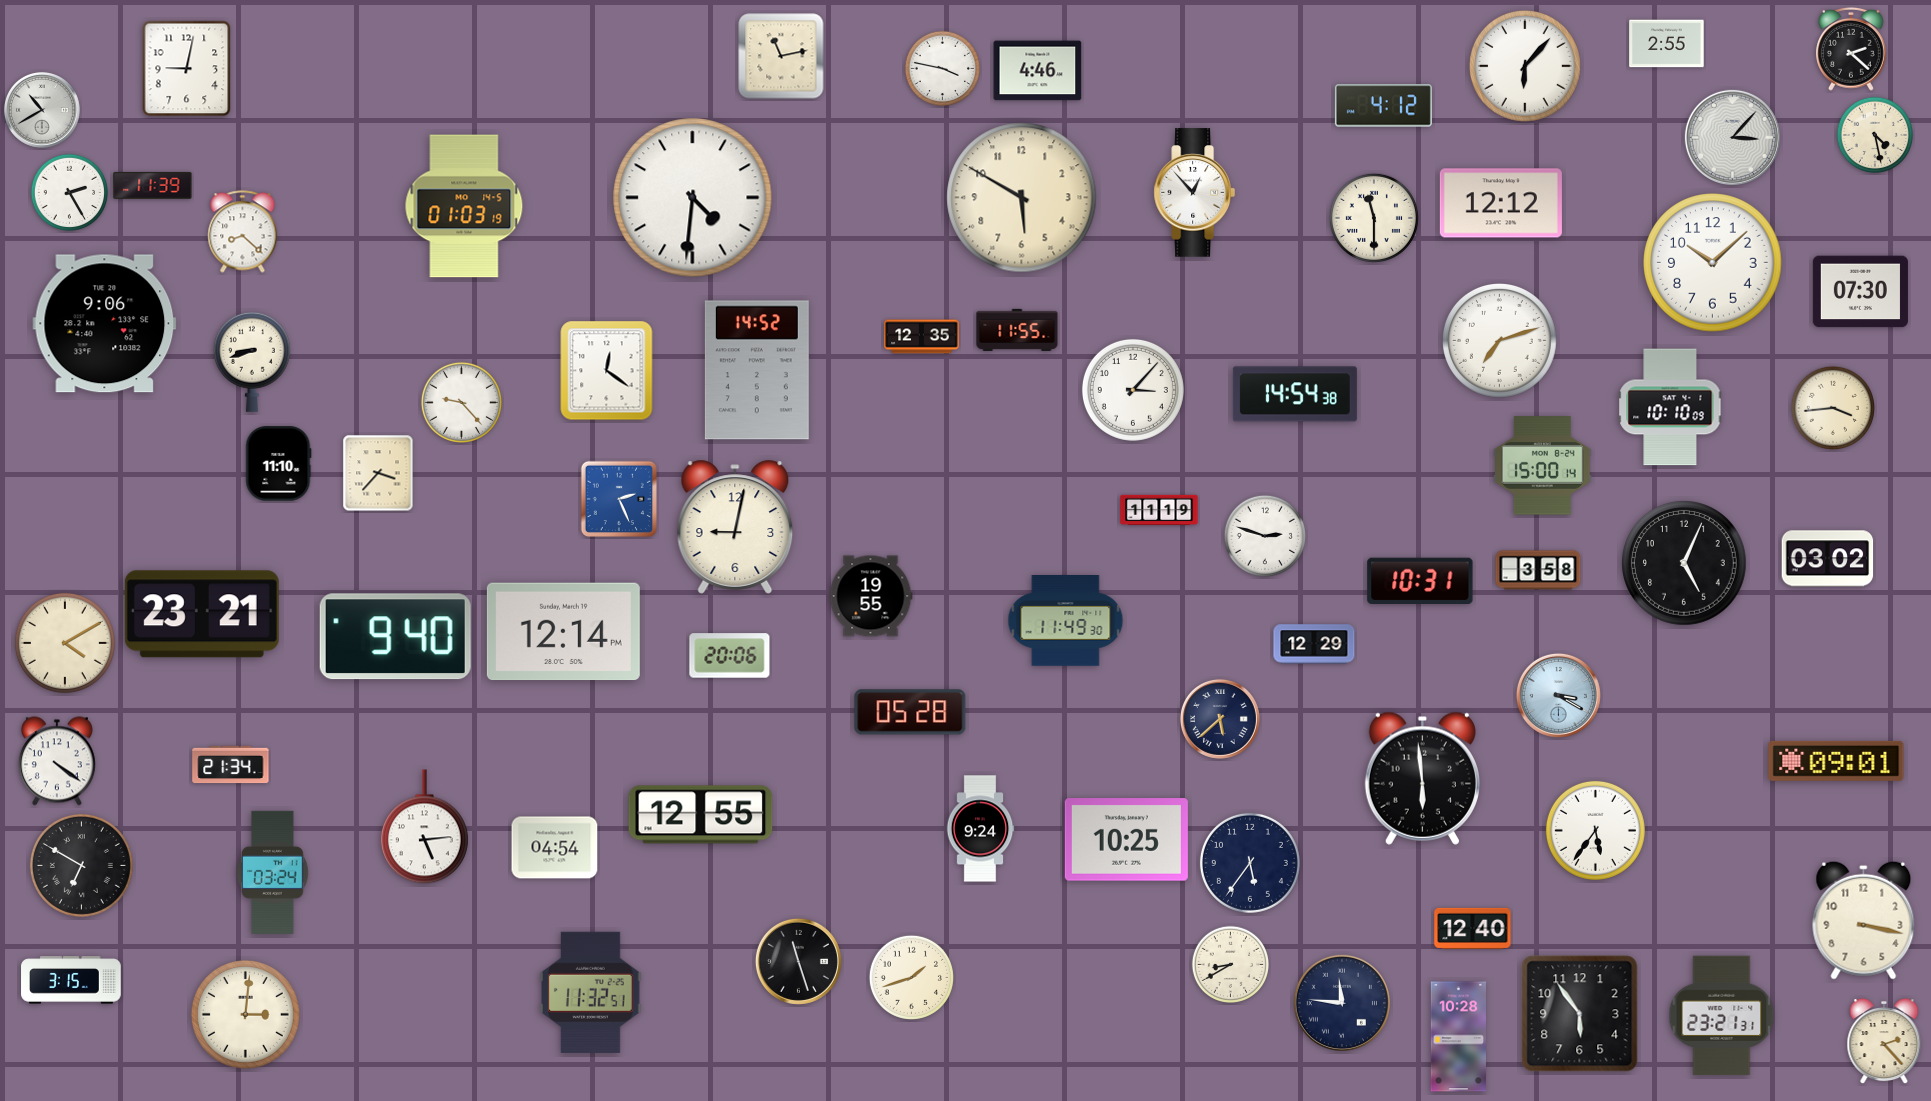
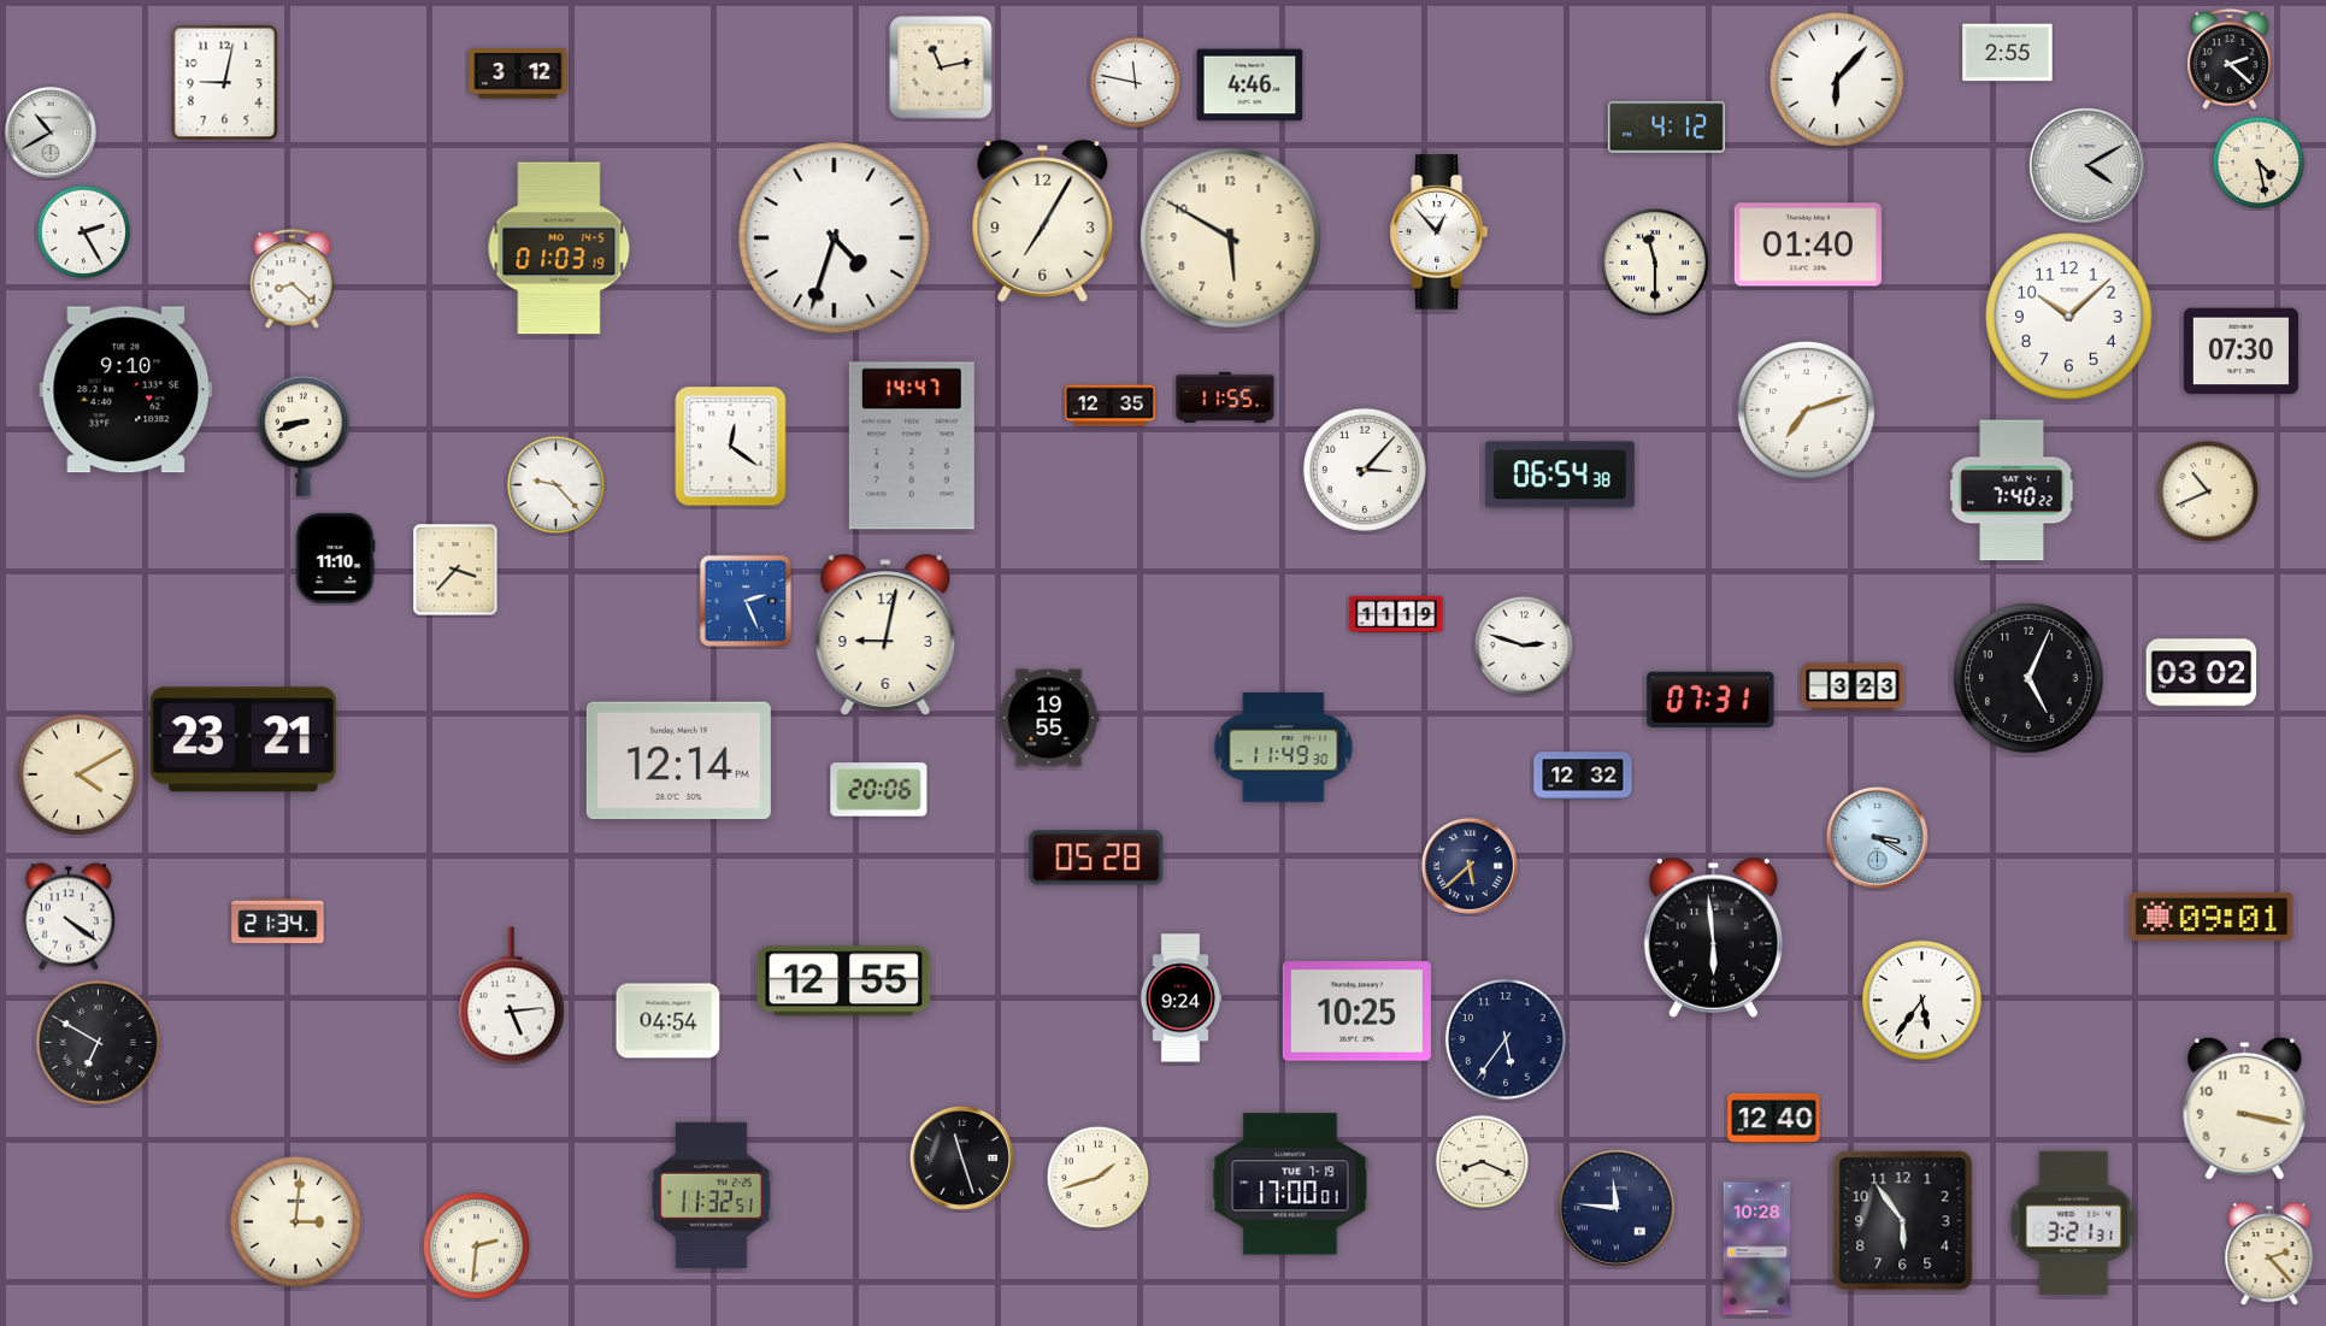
clock at (518, 73): none -> 3:12
clock at (943, 69): 3:47 -> 11:47
clock at (1732, 137): 3:07 -> 4:10
clock at (1043, 222): none -> 7:05
clock at (153, 185): 11:39 -> none
clock at (693, 198): 4:31 -> 4:33
clock at (1501, 203): 12:12 -> 01:40
clock at (1713, 263) position: (1713, 263) -> (2069, 317)
clock at (105, 324): 9:06 -> 9:10
clock at (757, 370): 14:52 -> 14:47
clock at (1295, 394): 14:54 -> 06:54
clock at (1670, 407): 10:10 -> 7:40
clock at (1833, 408): 3:44 -> 10:41
clock at (1542, 466): 15:00 -> none
clock at (1538, 570): 3:58 -> 3:23
clock at (1420, 581): 10:31 -> 07:31
clock at (395, 637): 9:40 -> none
clock at (1314, 644): 12:29 -> 12:32
clock at (273, 872): 03:24 -> none
clock at (1231, 965): 8:40 -> 8:19
clock at (71, 980): 3:15 -> none
clock at (1290, 1184): none -> 17:00
clock at (1722, 1016): 23:21 -> 3:21
clock at (476, 1245): none -> 2:31
